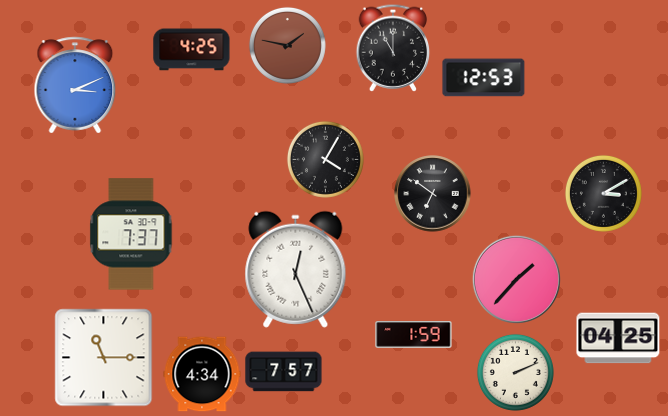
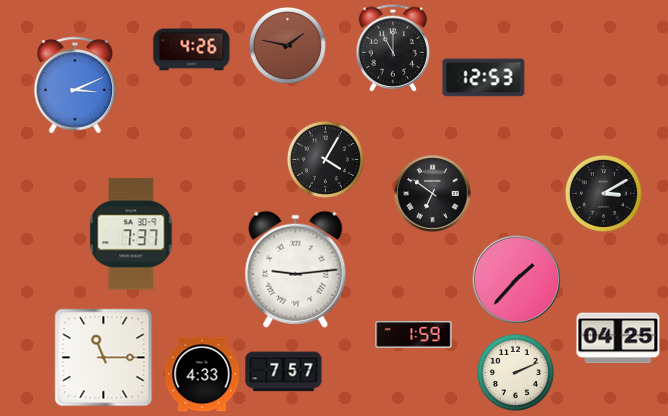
clock at (192, 50): 4:25 -> 4:26
clock at (296, 269): 12:26 -> 9:14
clock at (202, 374): 4:34 -> 4:33
